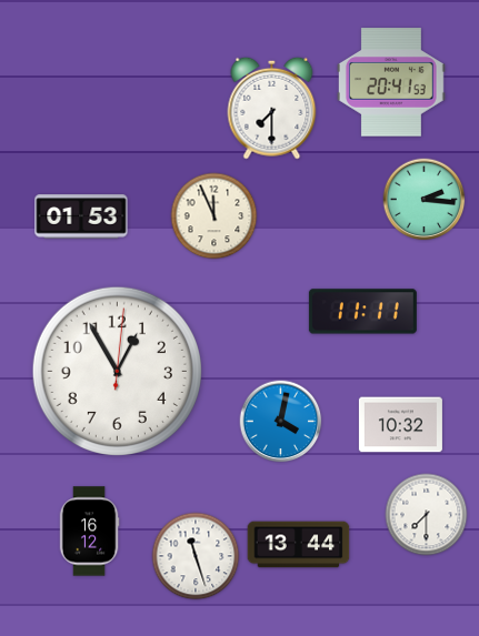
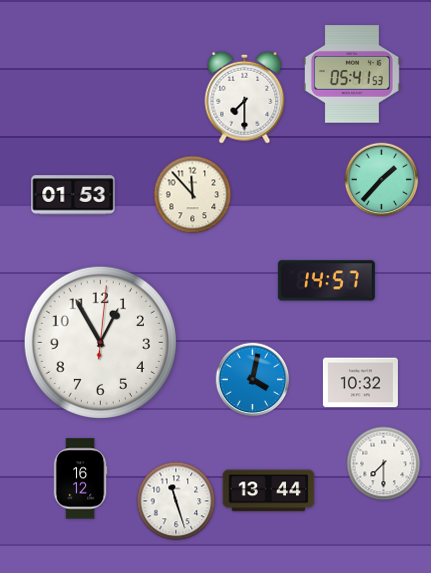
clock at (391, 82): 20:41 -> 05:41
clock at (425, 200): 2:16 -> 1:37
clock at (214, 216): 11:56 -> 11:53
clock at (362, 312): 11:11 -> 14:57
clock at (117, 371) position: (117, 371) -> (100, 342)
